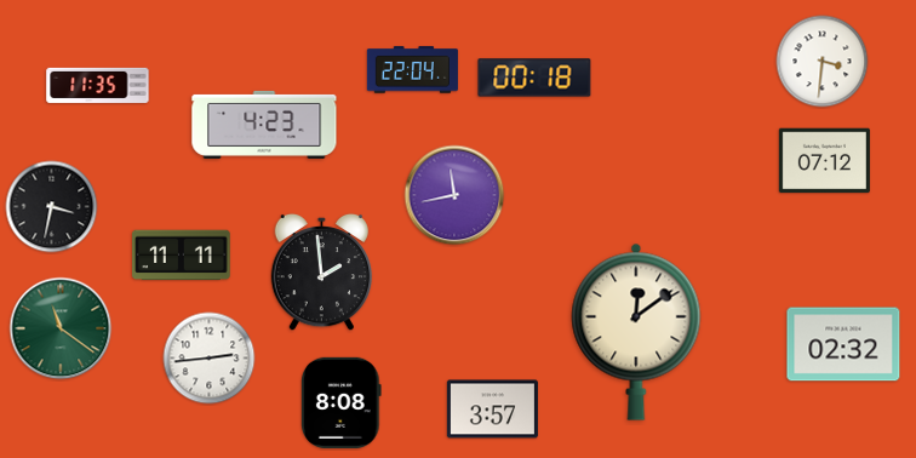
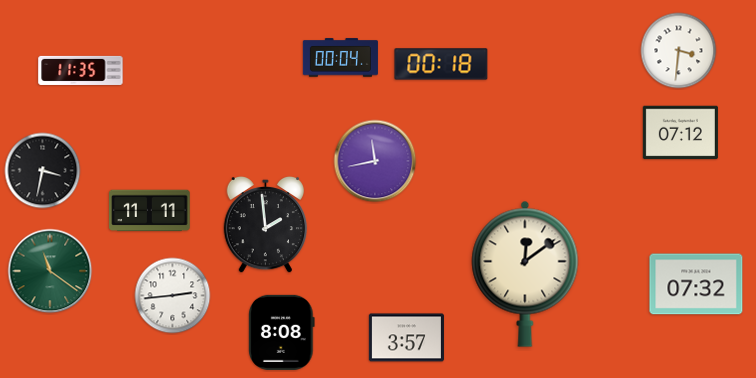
clock at (412, 70): 22:04 -> 00:04
clock at (264, 125): 4:23 -> none
clock at (843, 344): 02:32 -> 07:32
